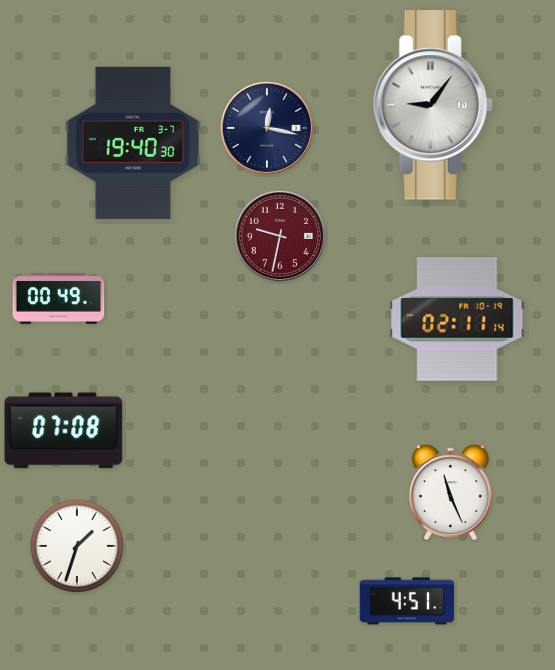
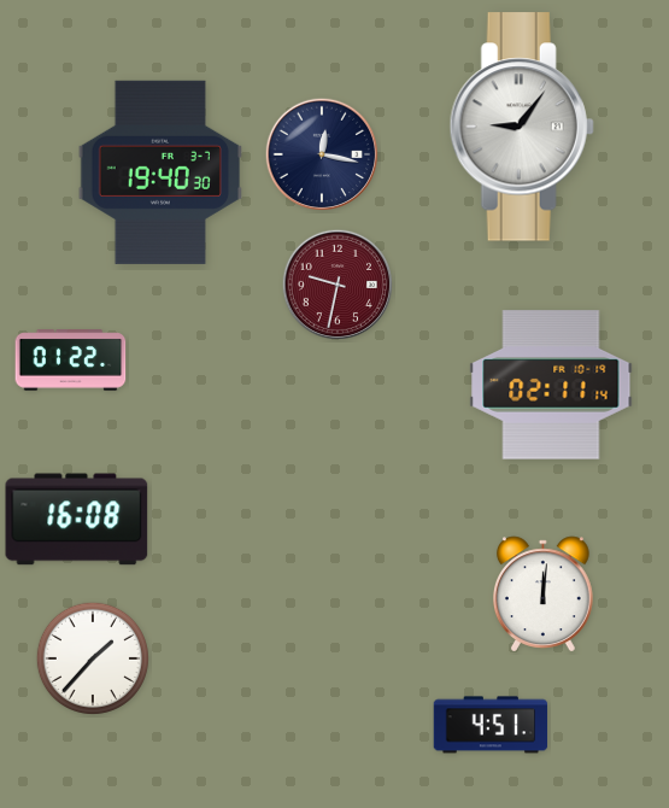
clock at (59, 299): 00:49 -> 01:22
clock at (64, 431): 07:08 -> 16:08
clock at (451, 493): 11:26 -> 12:01
clock at (77, 546): 1:33 -> 1:37
